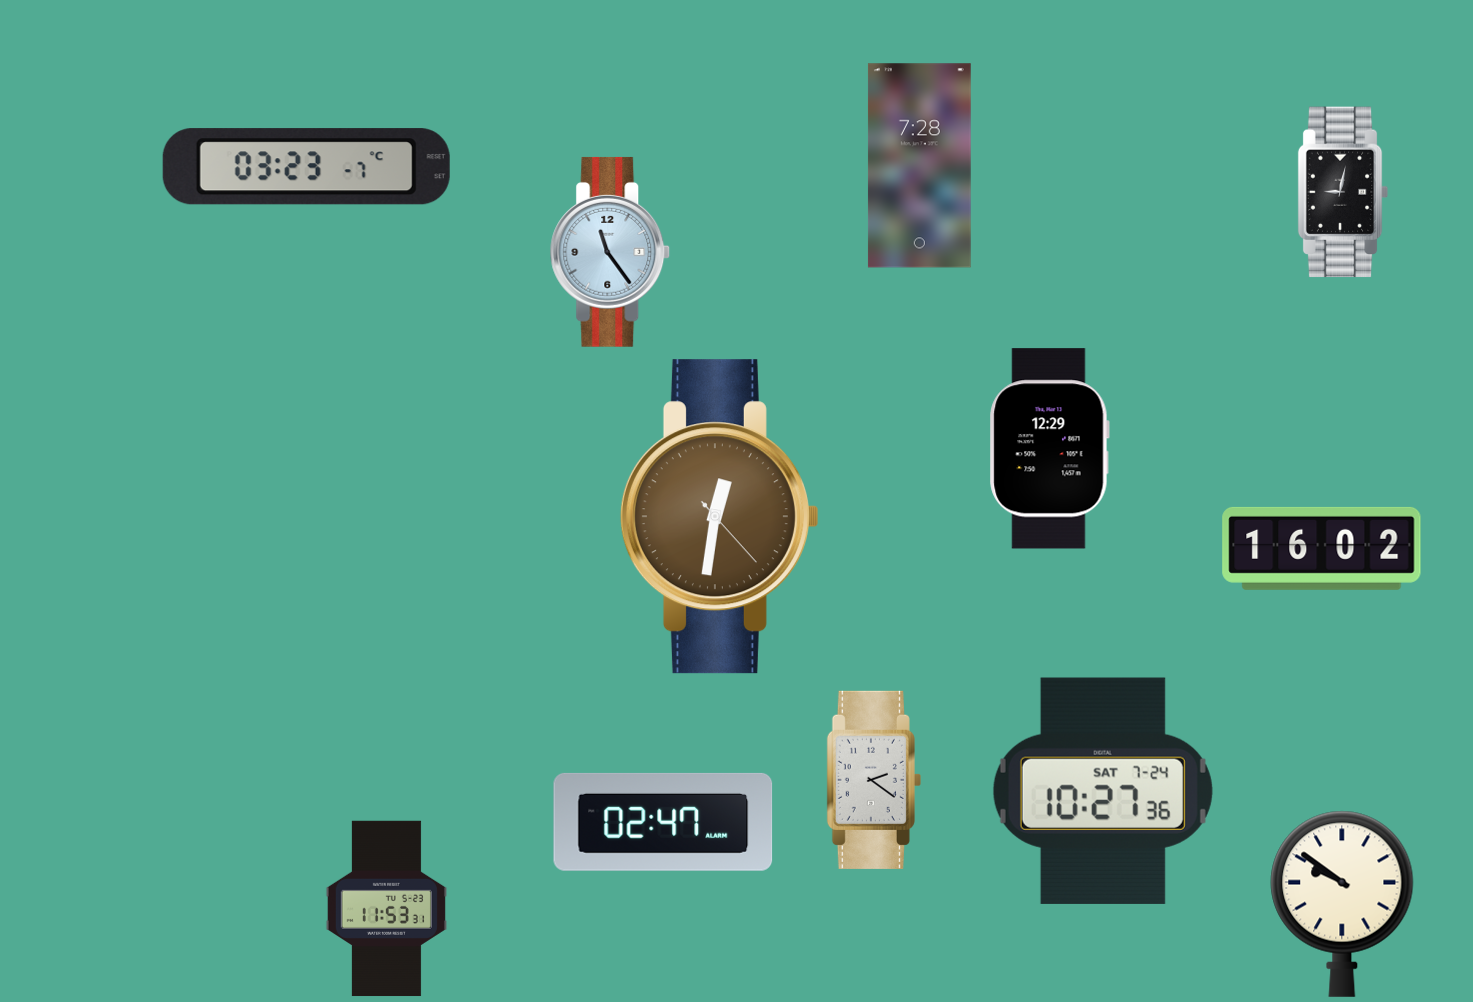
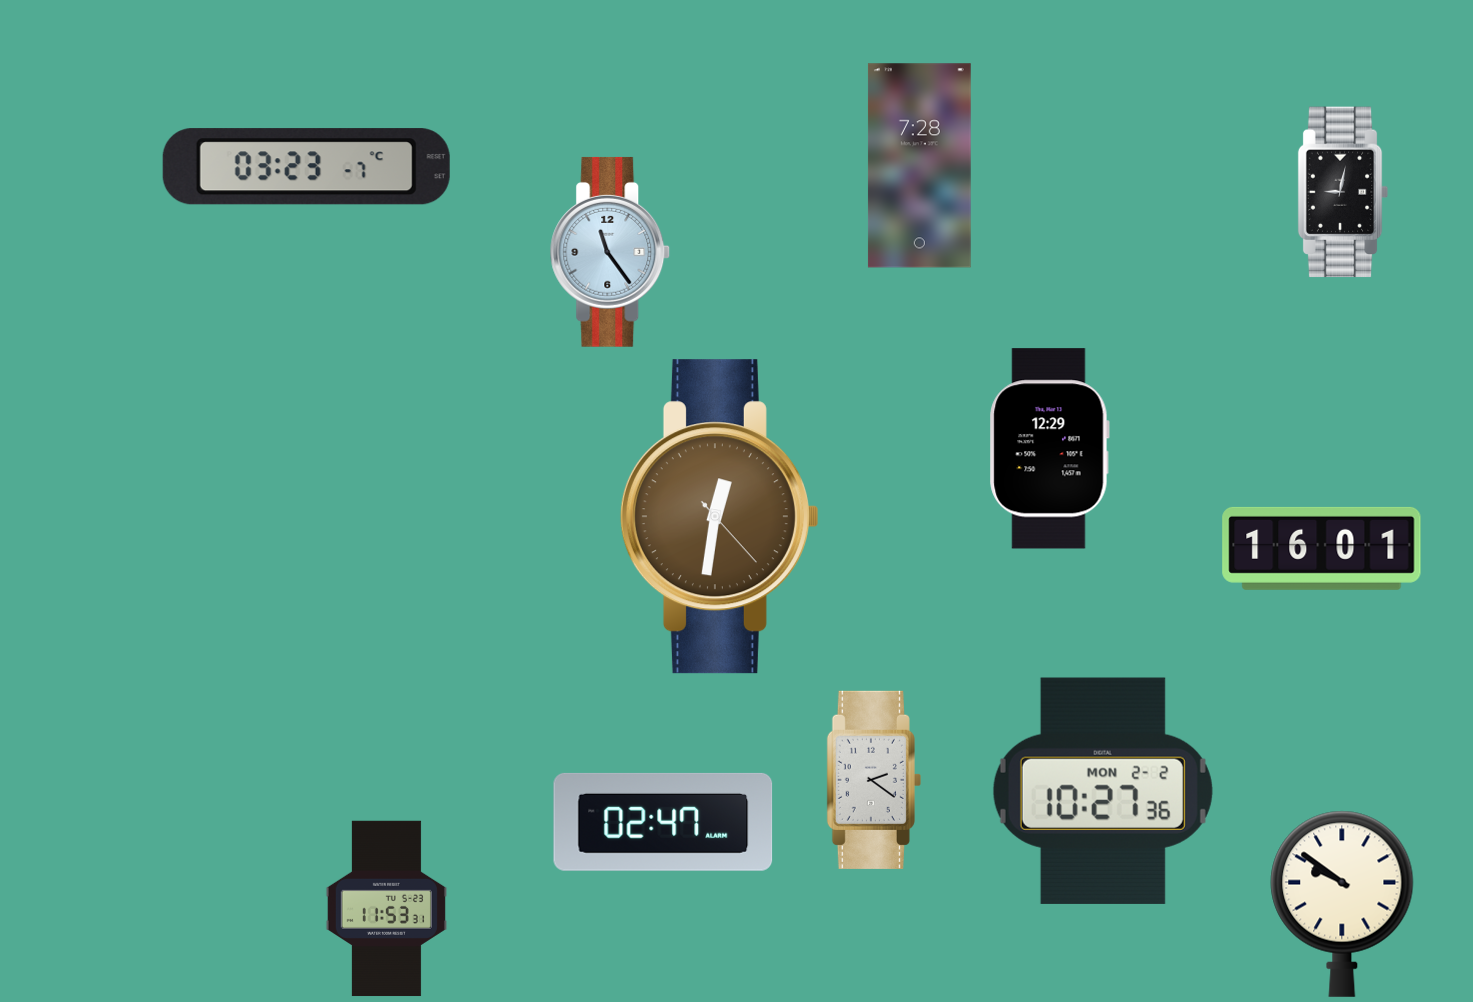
clock at (1322, 548): 16:02 -> 16:01
clock at (1103, 791) date: SAT 7-24 -> MON 2-2
